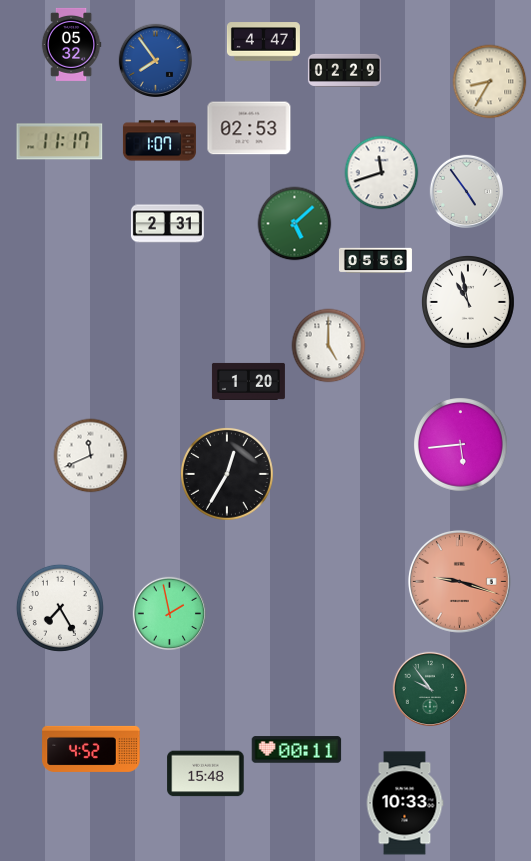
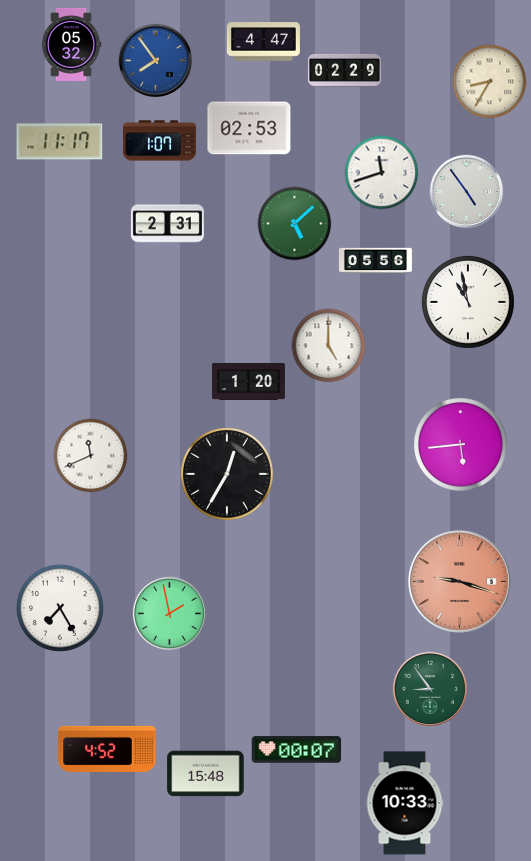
clock at (429, 688): 9:54 -> 8:54
clock at (91, 749) position: (91, 749) -> (107, 749)
clock at (297, 750): 00:11 -> 00:07
